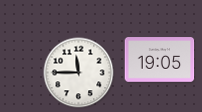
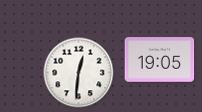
clock at (79, 73): 11:45 -> 12:31
